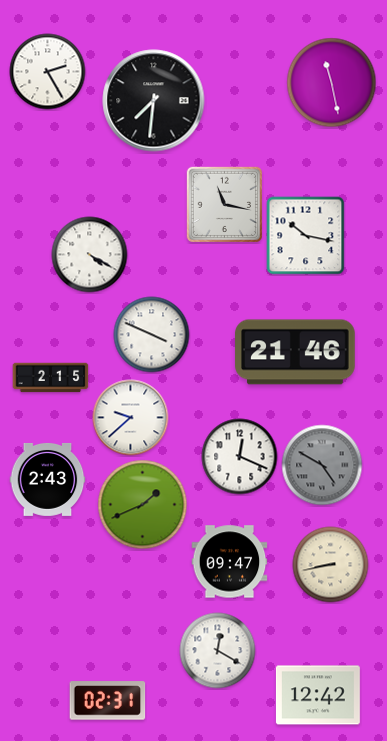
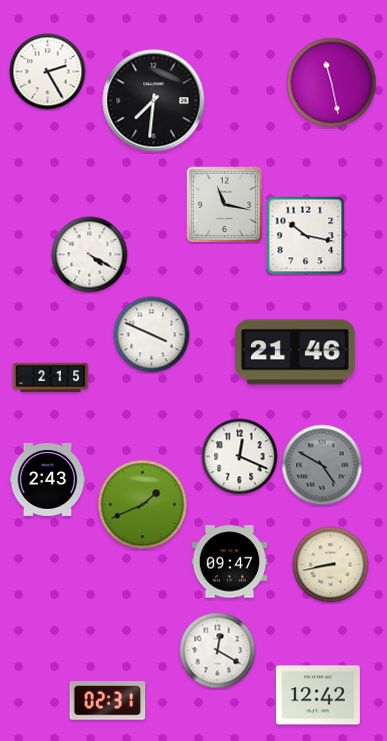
clock at (131, 418): 9:38 -> none
